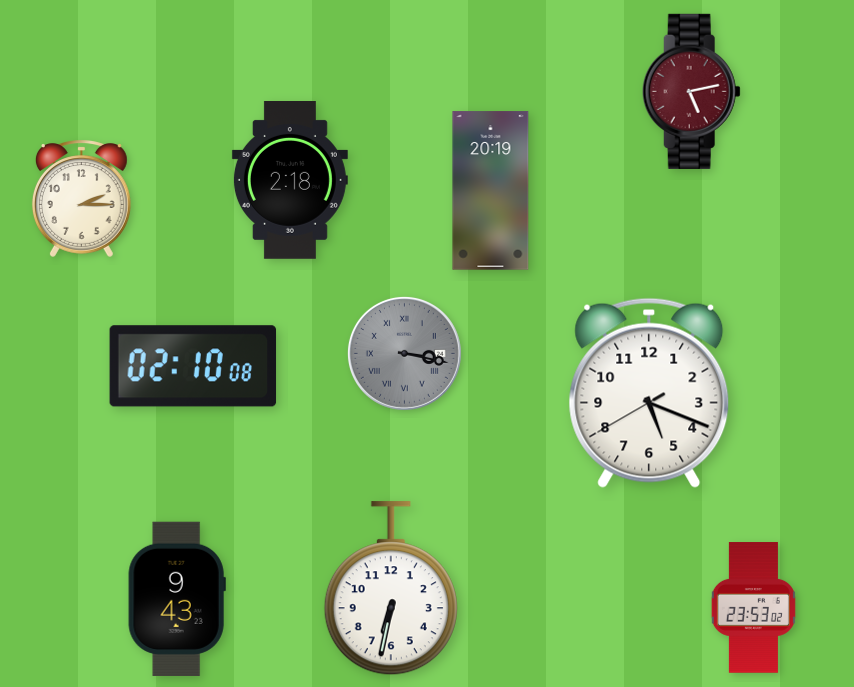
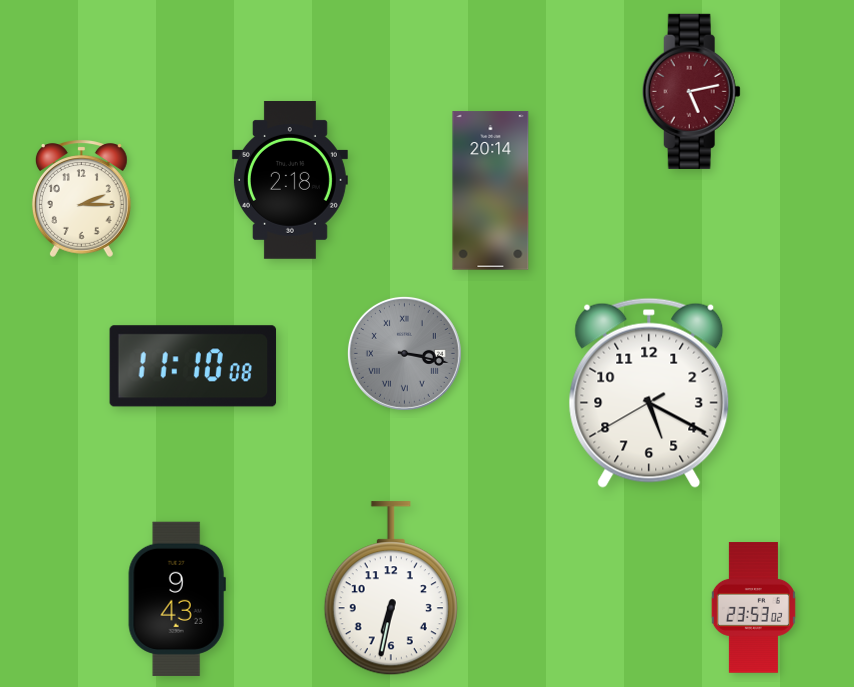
clock at (491, 191): 20:19 -> 20:14
clock at (193, 366): 02:10 -> 11:10
clock at (649, 393): 5:18 -> 5:19
